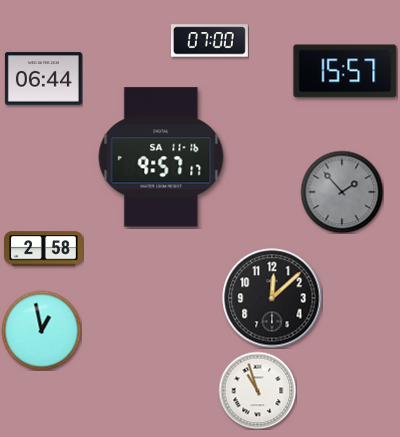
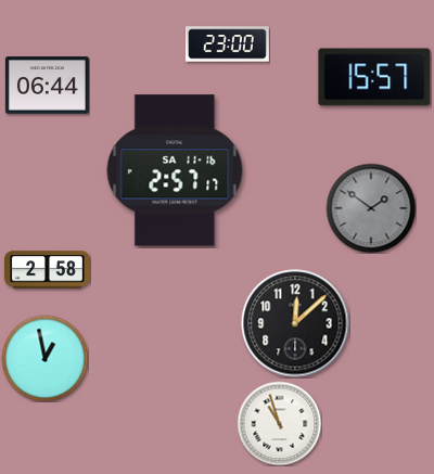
clock at (209, 41): 07:00 -> 23:00
clock at (161, 157): 9:57 -> 2:57
clock at (342, 192): 1:53 -> 1:51
